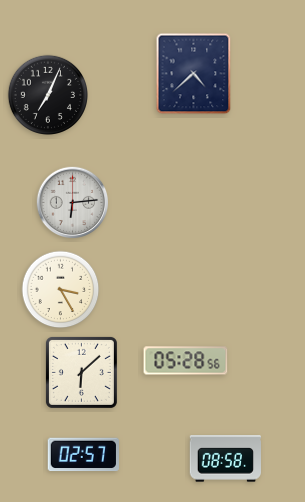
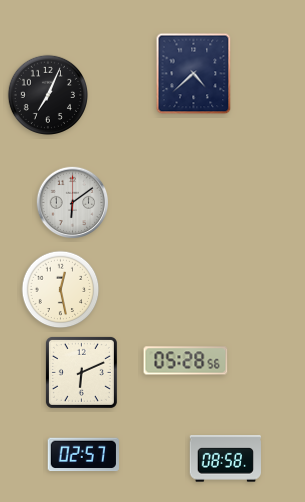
clock at (73, 203): 6:14 -> 6:09
clock at (61, 290): 3:25 -> 12:28
clock at (81, 372): 6:08 -> 6:11
